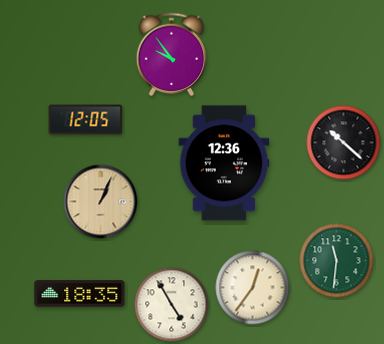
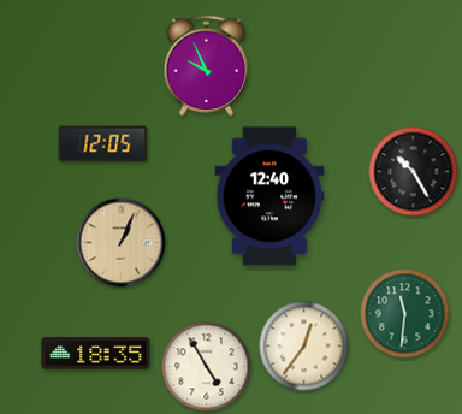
clock at (172, 55): 9:54 -> 9:56
clock at (344, 143): 10:22 -> 10:25
clock at (224, 163): 12:36 -> 12:40
